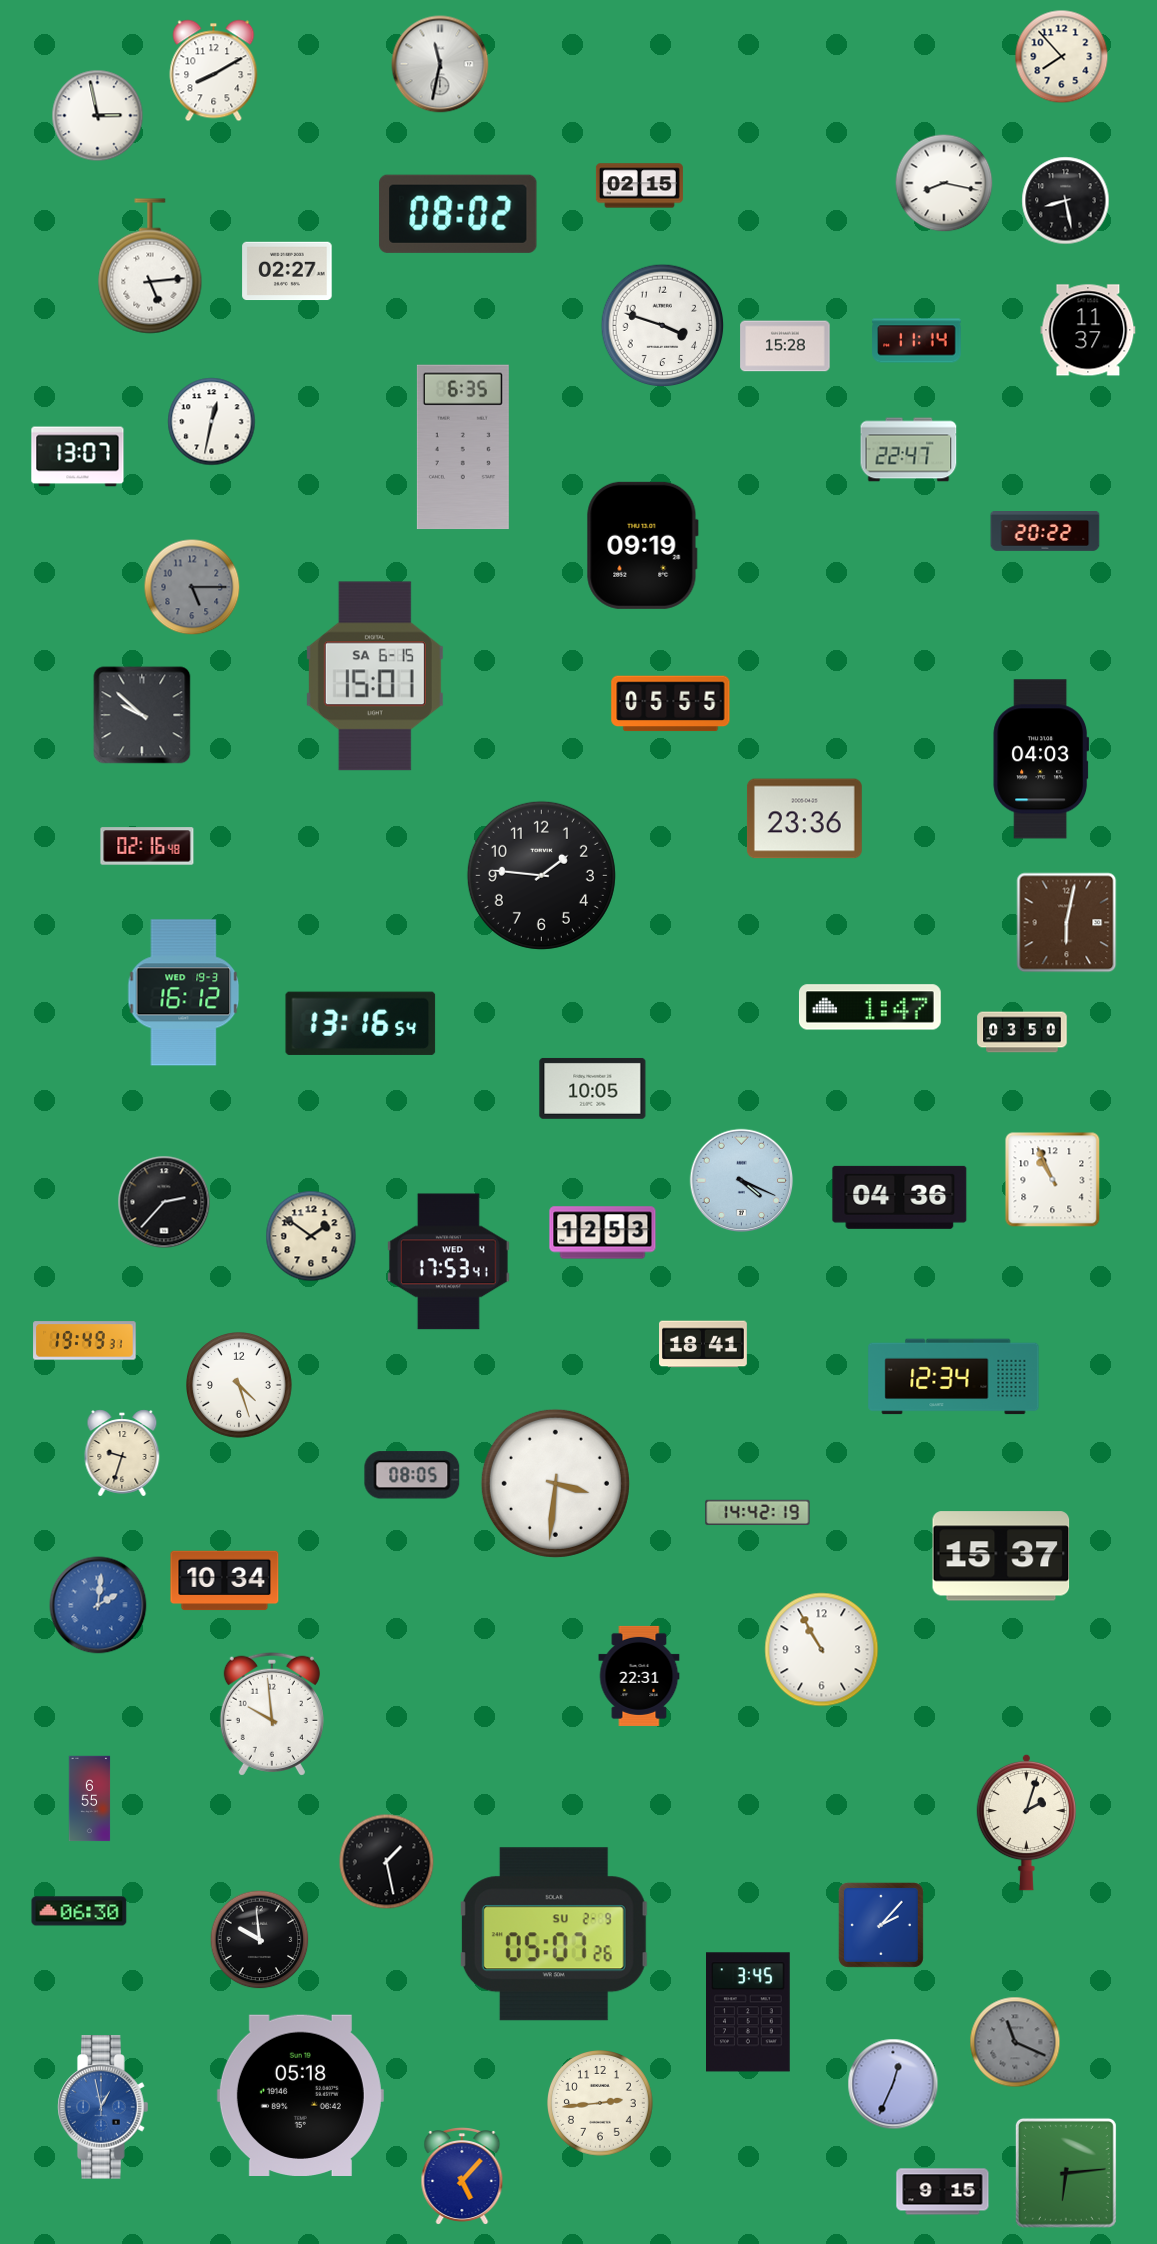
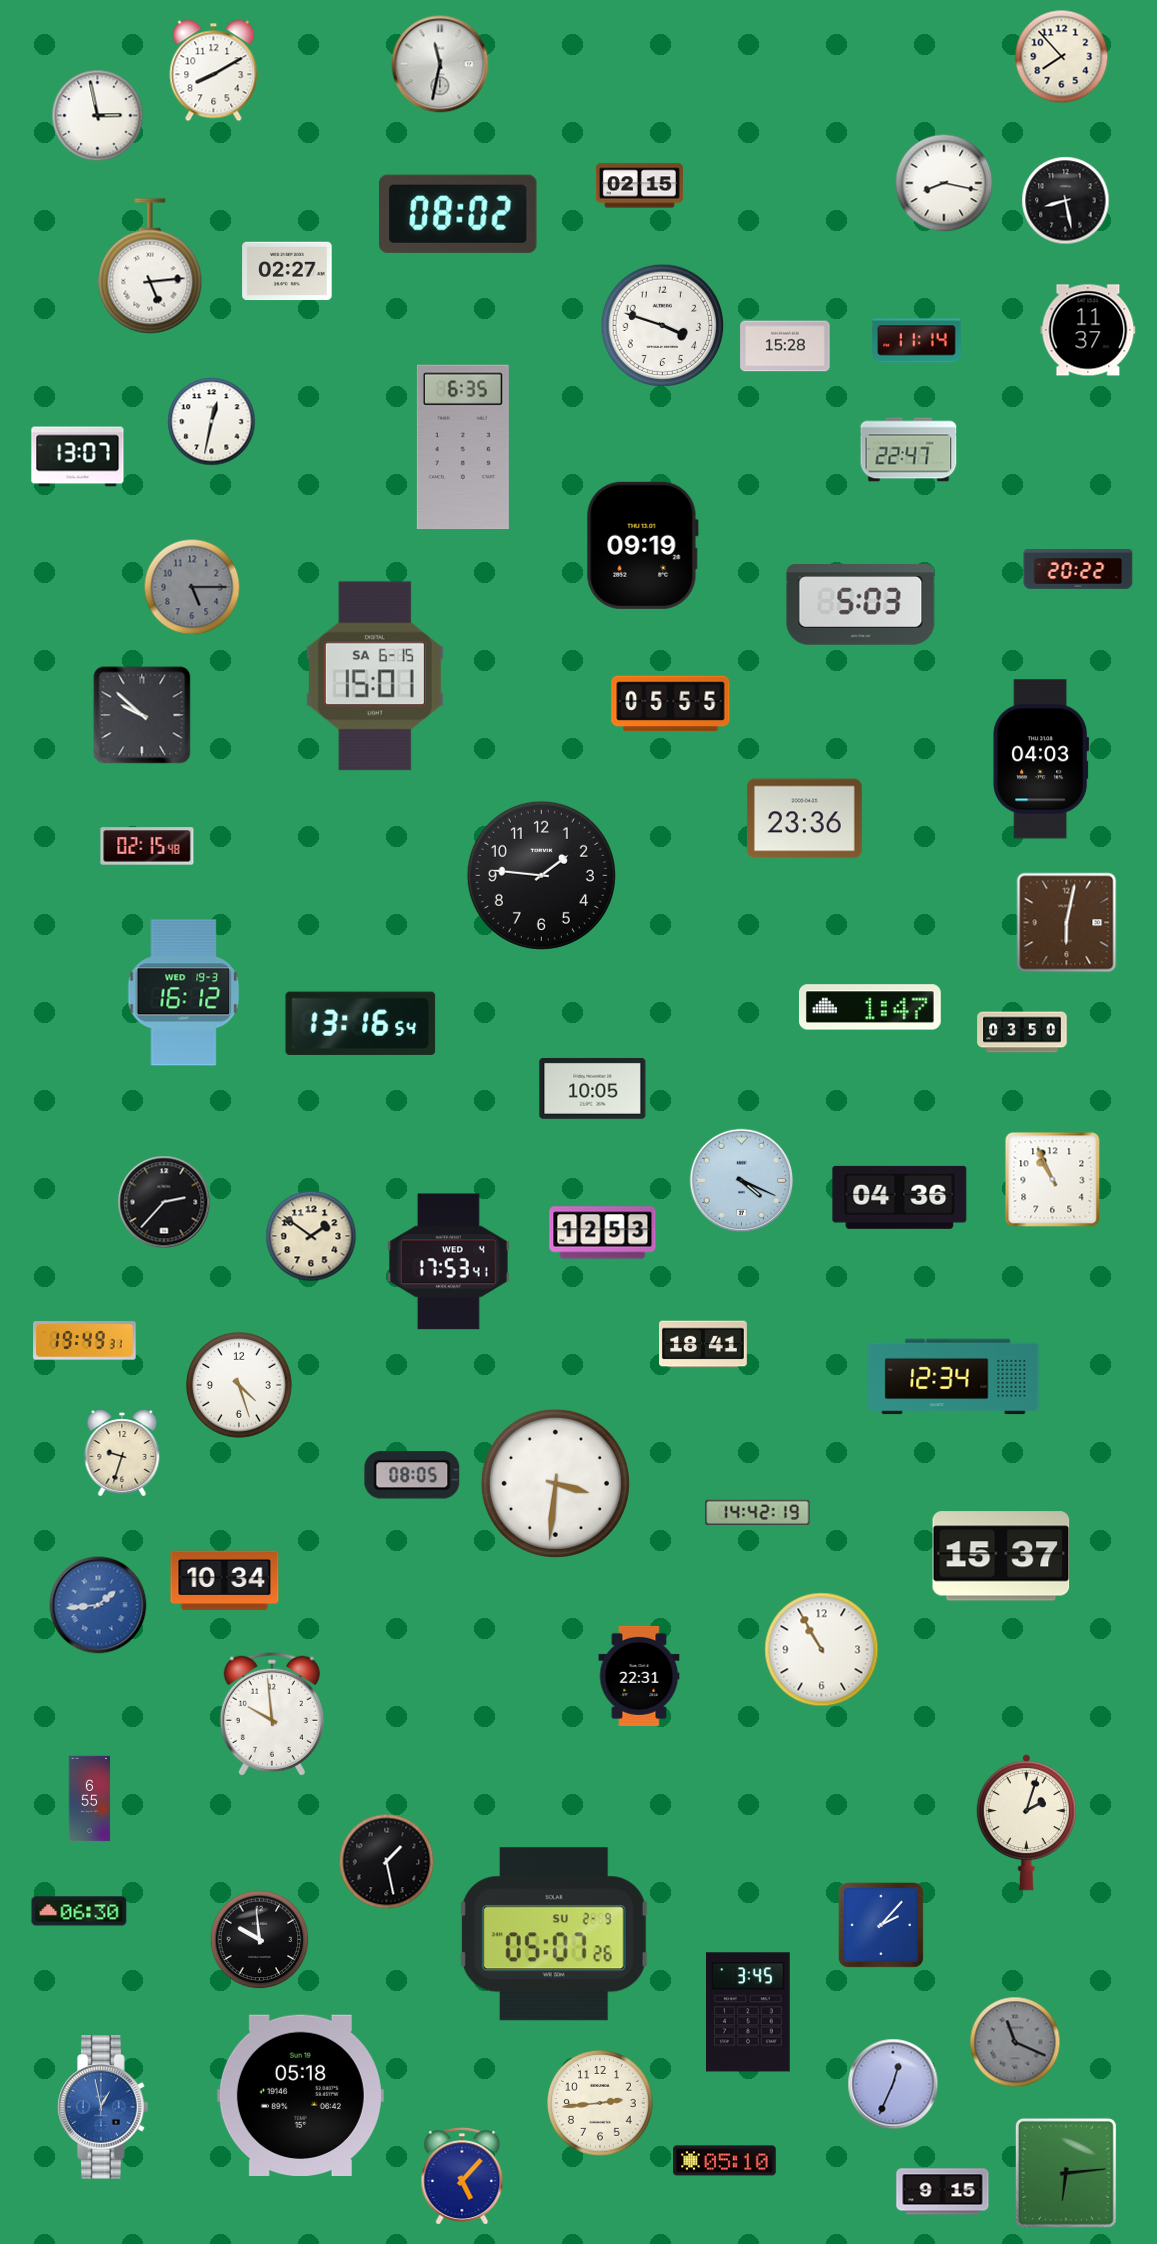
clock at (1045, 532) position: (1045, 532) -> (1078, 570)
clock at (861, 605): none -> 5:03
clock at (147, 846): 02:16 -> 02:15
clock at (98, 1605): 2:01 -> 1:44
clock at (725, 2161): none -> 05:10
